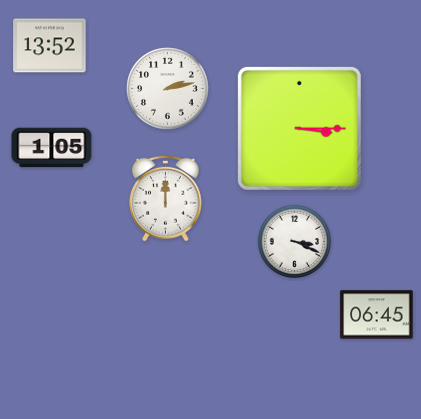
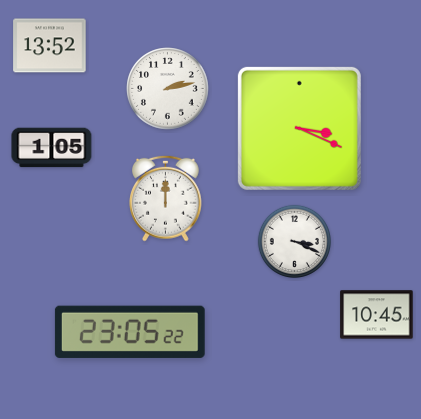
clock at (299, 128): 3:15 -> 3:19
clock at (377, 315): 06:45 -> 10:45
clock at (130, 332): none -> 23:05
